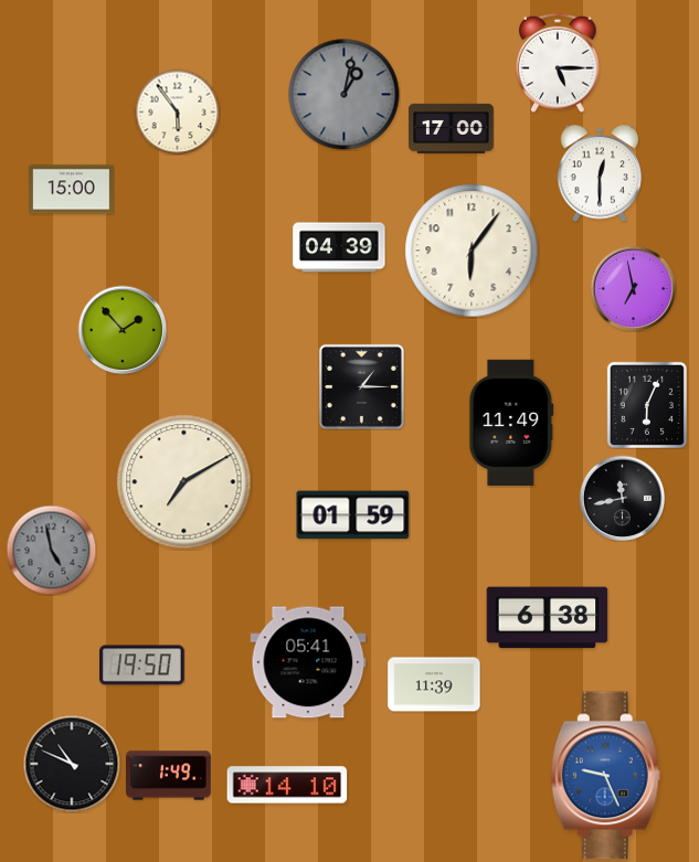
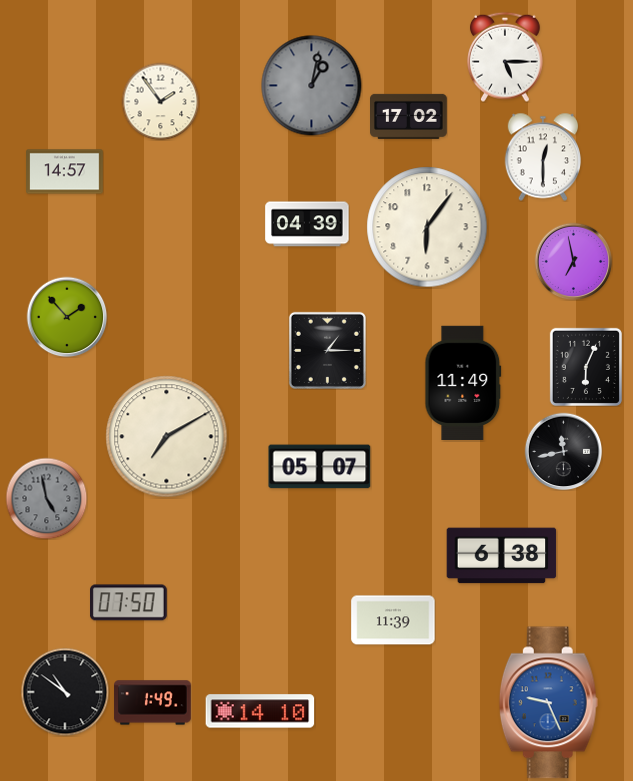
clock at (177, 111): 5:54 -> 1:54
clock at (452, 128): 17:00 -> 17:02
clock at (72, 190): 15:00 -> 14:57
clock at (123, 330) position: (123, 330) -> (67, 317)
clock at (353, 515): 01:59 -> 05:07
clock at (548, 618) position: (548, 618) -> (502, 556)
clock at (308, 662): 05:41 -> none
clock at (142, 666): 19:50 -> 07:50
clock at (72, 764): 10:49 -> 10:51
